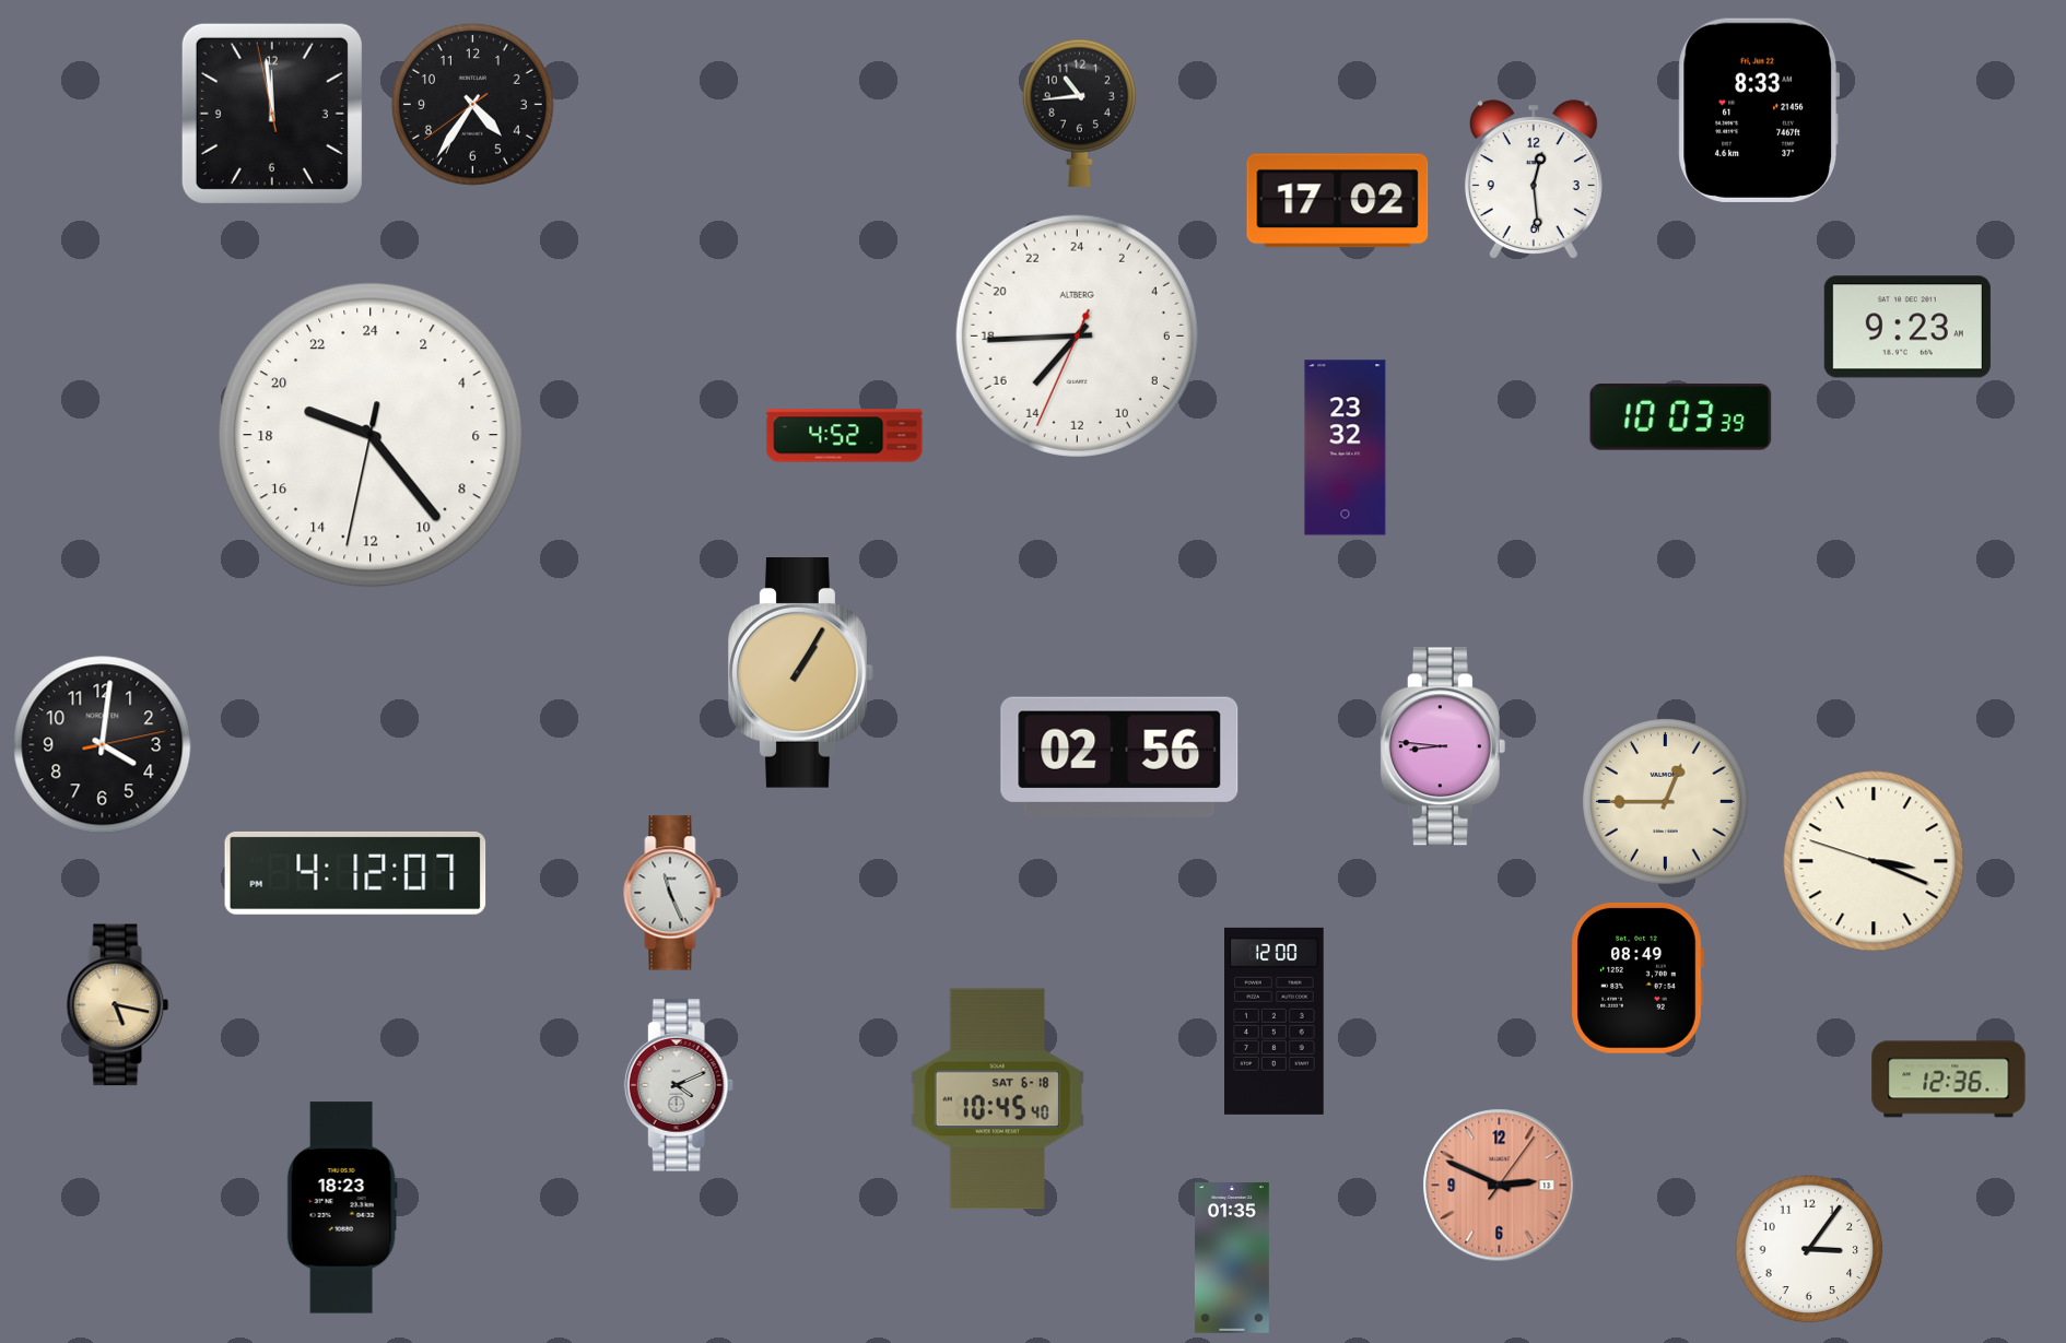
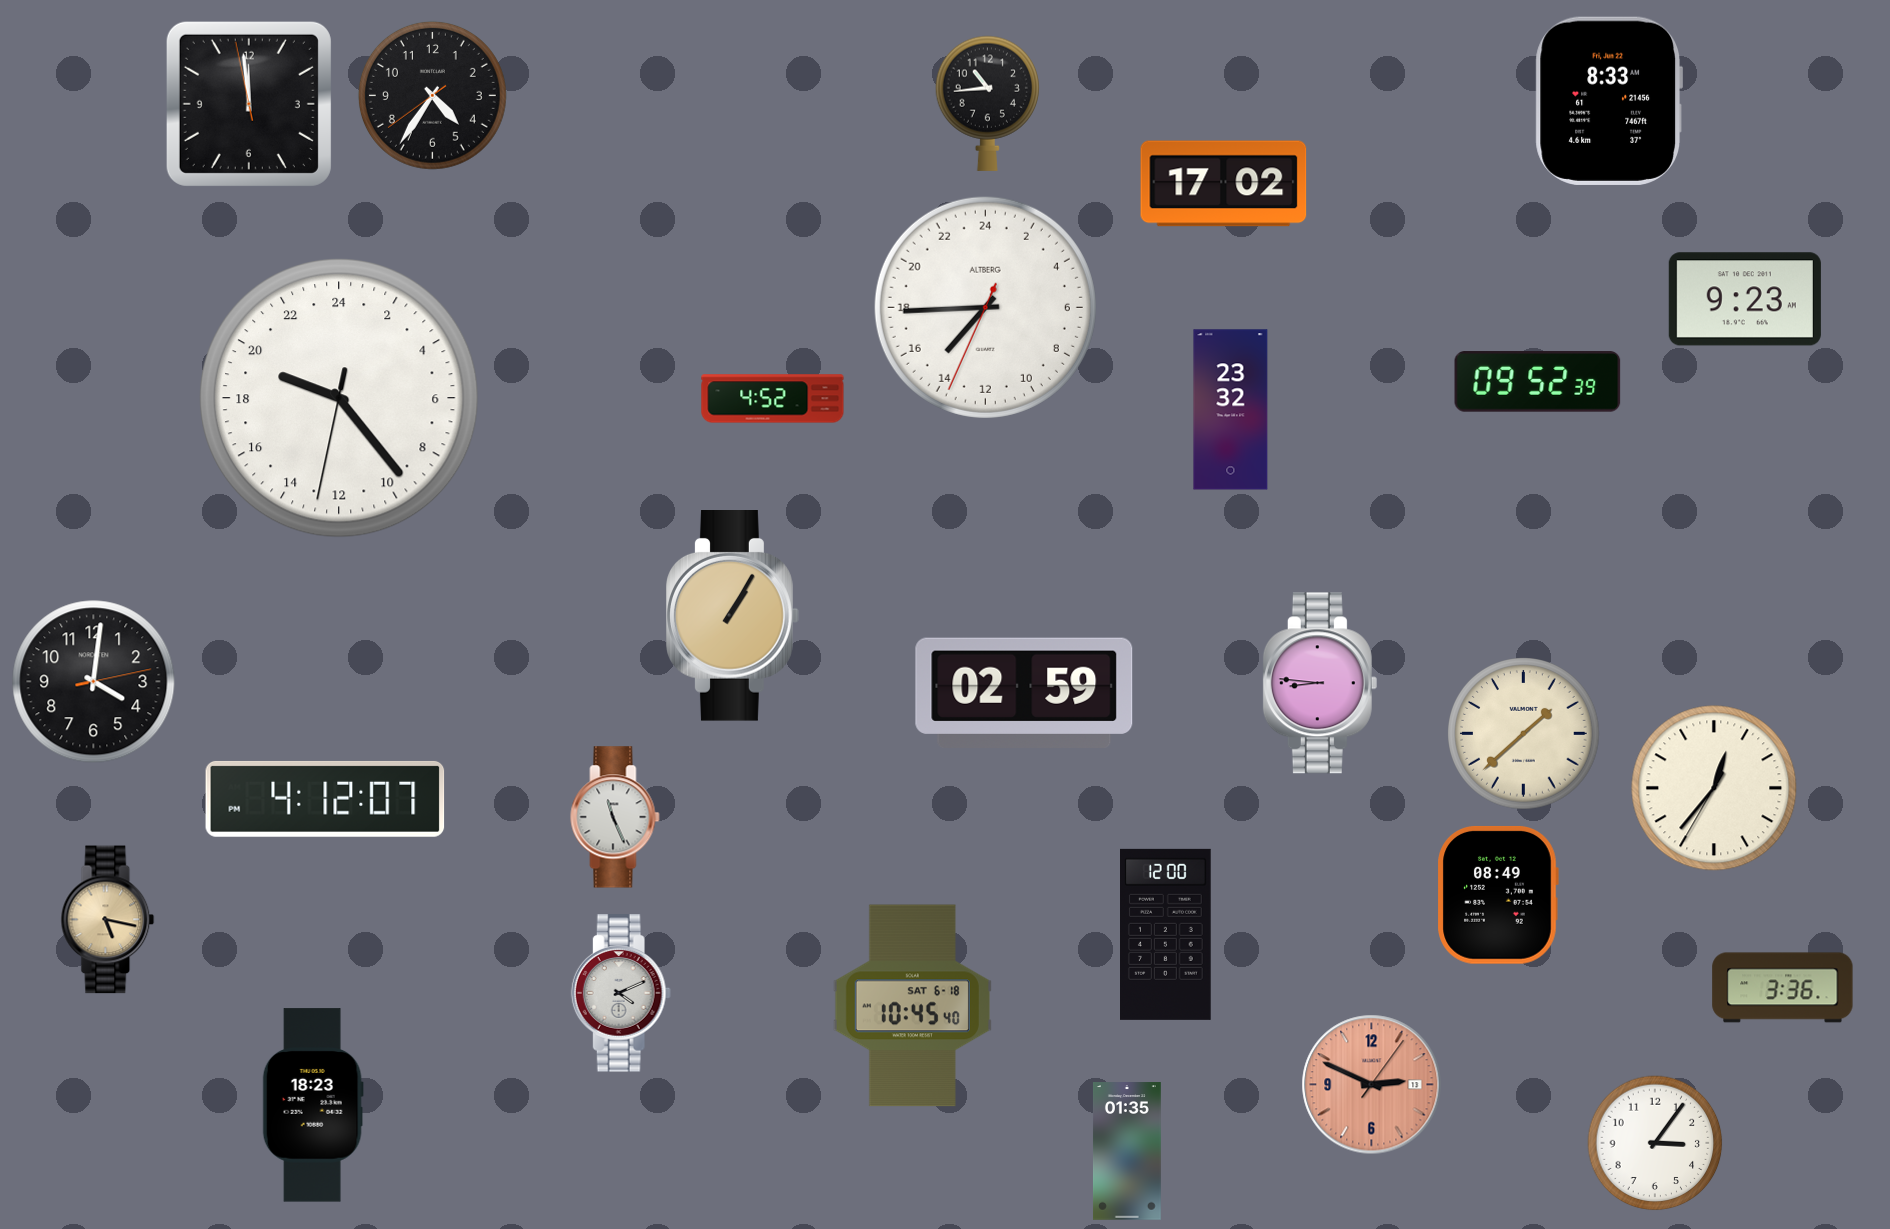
clock at (1534, 179): 12:29 -> none
clock at (1681, 417): 10:03 -> 09:52
clock at (1119, 757): 02:56 -> 02:59
clock at (1666, 802): 12:45 -> 1:38
clock at (1874, 861): 3:18 -> 12:36
clock at (1949, 1080): 12:36 -> 3:36
